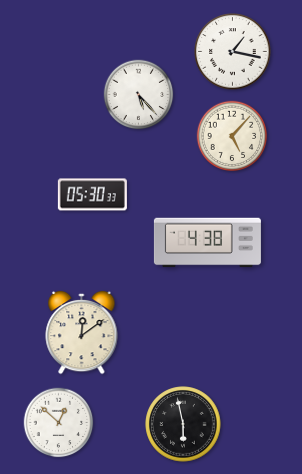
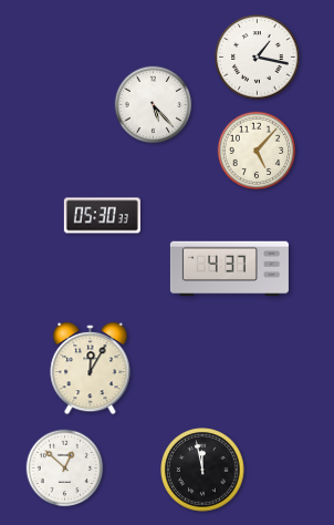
clock at (207, 243): 4:38 -> 4:37
clock at (82, 333): 12:09 -> 12:05
clock at (183, 424): 5:58 -> 11:58
